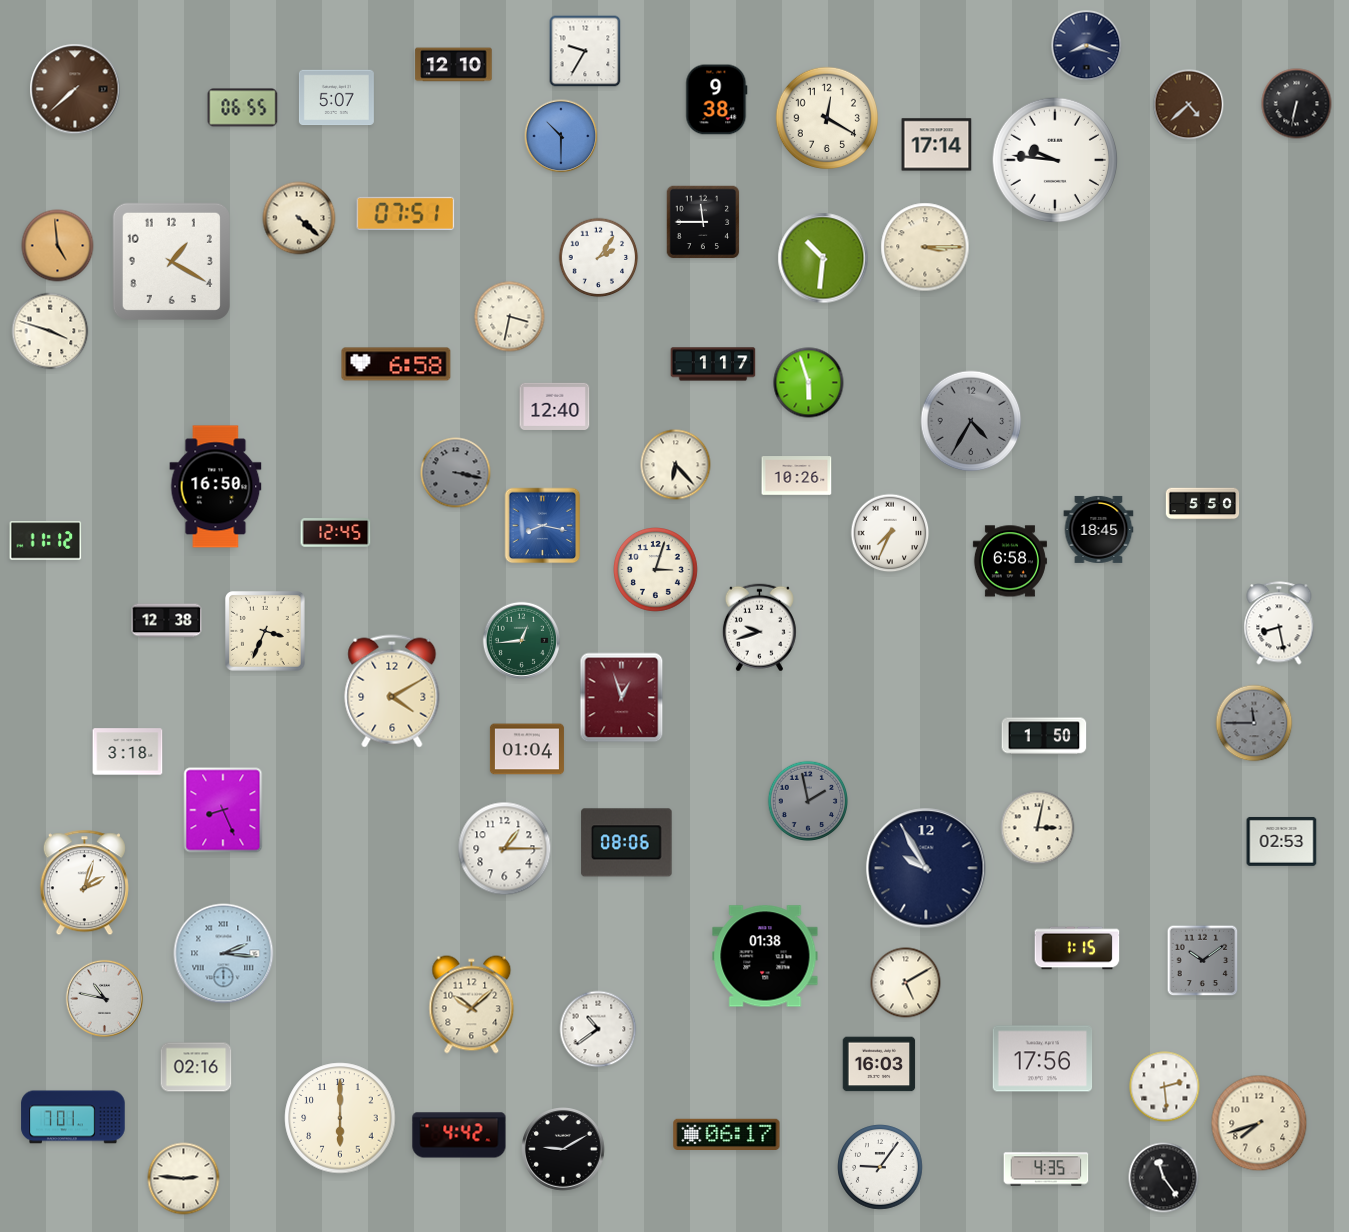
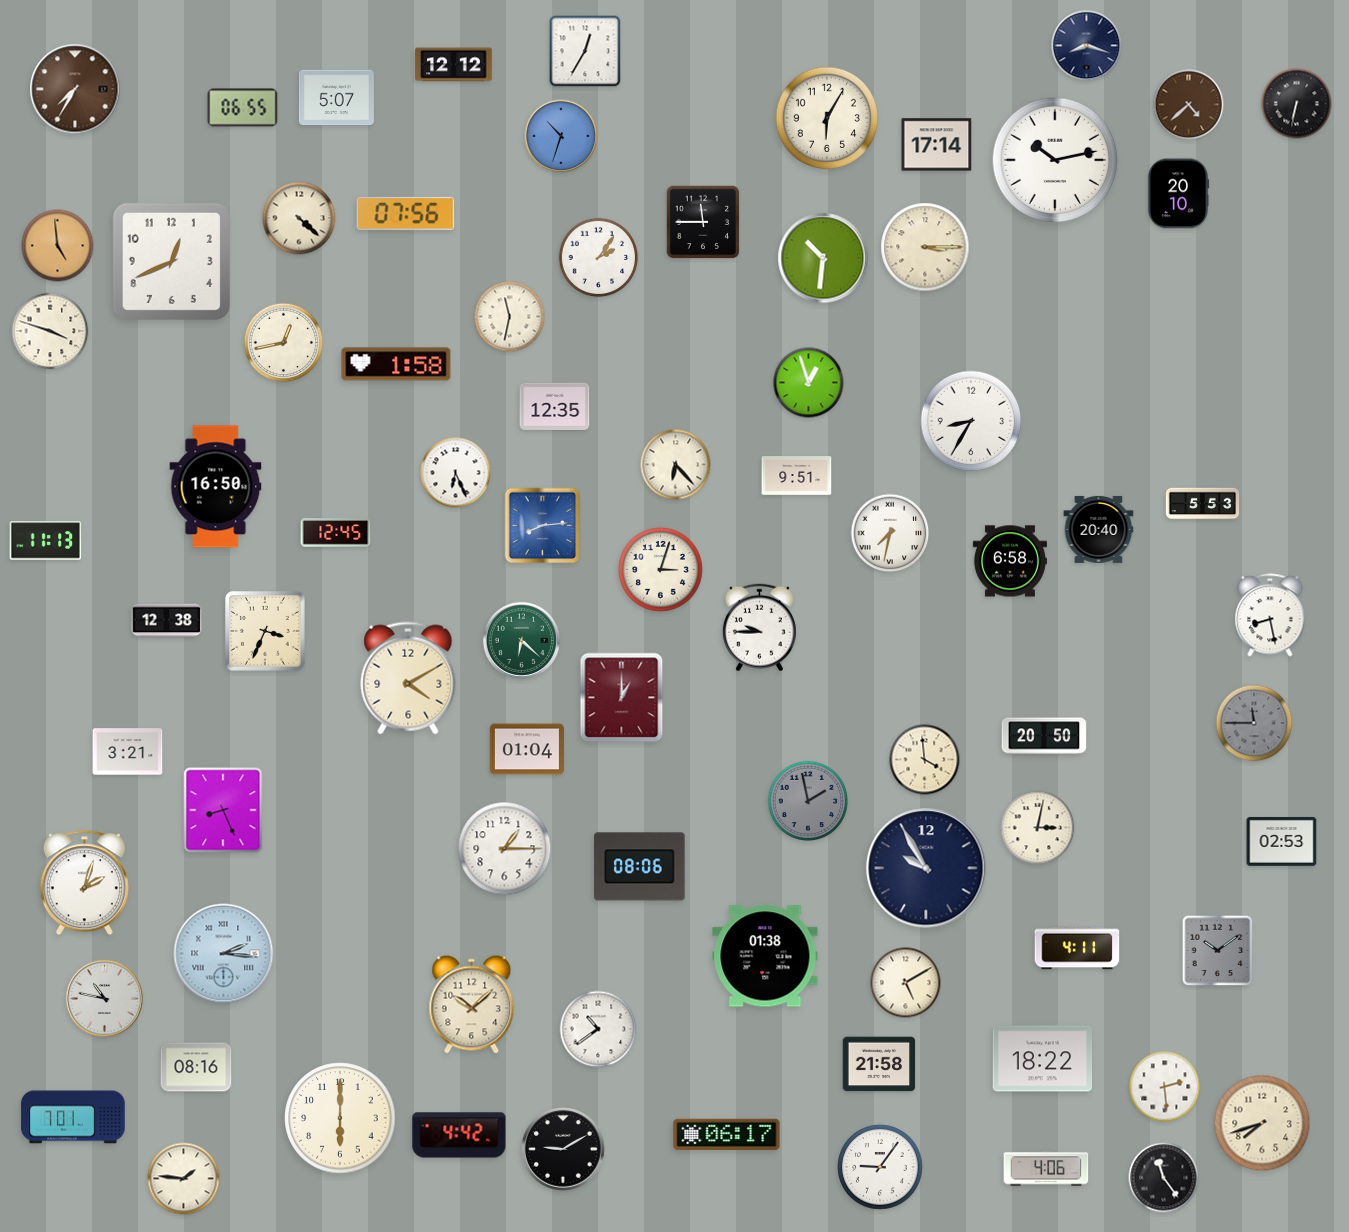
clock at (585, 51): 9:35 -> 12:35
clock at (454, 65): 12:10 -> 12:12
clock at (75, 89): 7:38 -> 7:35
clock at (717, 100): 9:38 -> none
clock at (827, 118): 12:20 -> 6:05
clock at (561, 136): 10:30 -> 10:33
clock at (1055, 160): 9:46 -> 10:13
clock at (1178, 194): none -> 20:10
clock at (406, 213): 07:51 -> 07:56
clock at (171, 261): 1:20 -> 12:41
clock at (510, 317): 3:32 -> 11:32
clock at (284, 343): none -> 12:43
clock at (396, 364): 6:58 -> 1:58
clock at (713, 364): 1:17 -> none
clock at (809, 383): 5:57 -> 12:57
clock at (555, 406): 12:40 -> 12:35
clock at (971, 421): 4:35 -> 8:35
clock at (971, 421) dial: grey -> white
clock at (456, 473): 3:17 -> 6:26
clock at (456, 473) dial: grey -> white
clock at (797, 476): 10:26 -> 9:51
clock at (1203, 504): 5:50 -> 5:53
clock at (543, 526): 8:17 -> 8:14
clock at (1099, 529): 18:45 -> 20:40
clock at (890, 533): 7:34 -> 7:32
clock at (46, 541): 11:12 -> 11:13
clock at (656, 570) position: (656, 570) -> (661, 570)
clock at (1279, 623) position: (1279, 623) -> (1270, 615)
clock at (759, 628): 9:42 -> 9:45
clock at (521, 640): 12:44 -> 6:22
clock at (392, 691) position: (392, 691) -> (408, 678)
clock at (622, 698): 12:57 -> 1:00
clock at (1044, 736): 1:50 -> 20:50
clock at (128, 752): 3:18 -> 3:21
clock at (925, 760): none -> 3:59
clock at (627, 843) position: (627, 843) -> (640, 867)
clock at (1077, 948): 1:15 -> 4:11
clock at (1203, 961) position: (1203, 961) -> (1218, 951)
clock at (1043, 1059): 17:56 -> 18:22
clock at (879, 1064): 16:03 -> 21:58
clock at (196, 1067): 02:16 -> 08:16
clock at (1259, 1123) position: (1259, 1123) -> (1262, 1123)
clock at (1046, 1168): 4:35 -> 4:06
clock at (184, 1179): 2:46 -> 1:46
